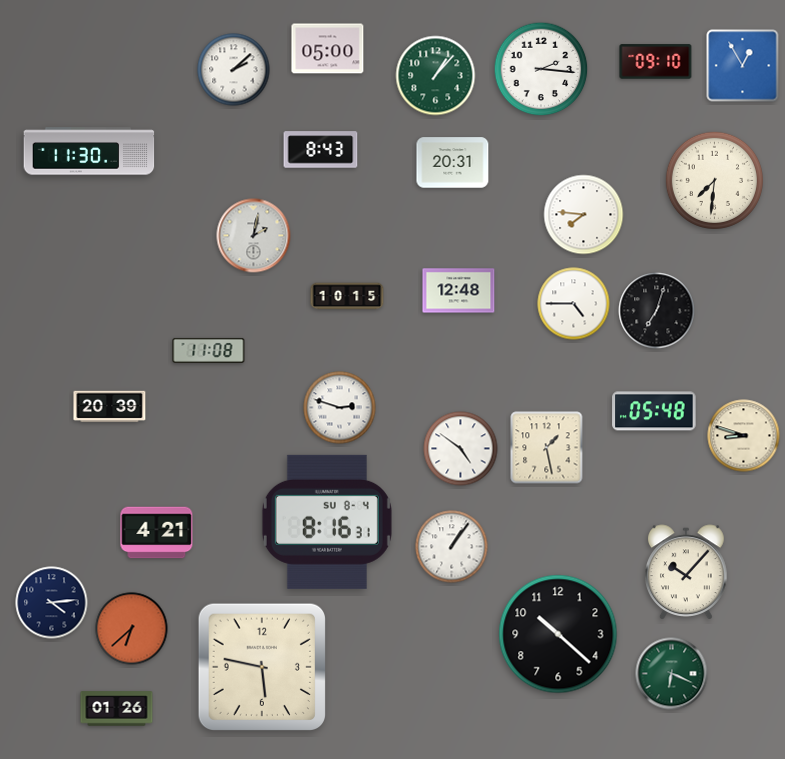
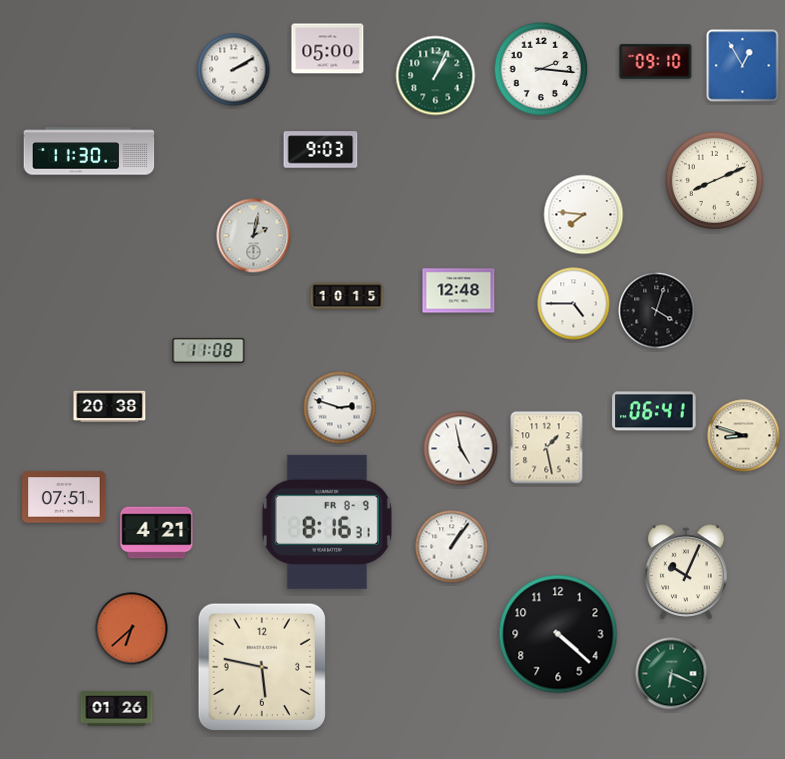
clock at (234, 70): 2:08 -> 2:10
clock at (436, 76): 1:07 -> 1:04
clock at (321, 150): 8:43 -> 9:03
clock at (453, 163): 20:31 -> none
clock at (714, 180): 7:31 -> 8:11
clock at (657, 311): 7:03 -> 4:03
clock at (110, 407): 20:39 -> 20:38
clock at (654, 411): 05:48 -> 06:41
clock at (461, 449): 4:51 -> 4:58
clock at (64, 497): none -> 07:51
clock at (327, 522) date: SU 8-4 -> FR 8-9
clock at (687, 572): 10:07 -> 10:04
clock at (52, 603): 4:14 -> none
clock at (558, 634): 10:22 -> 4:22
